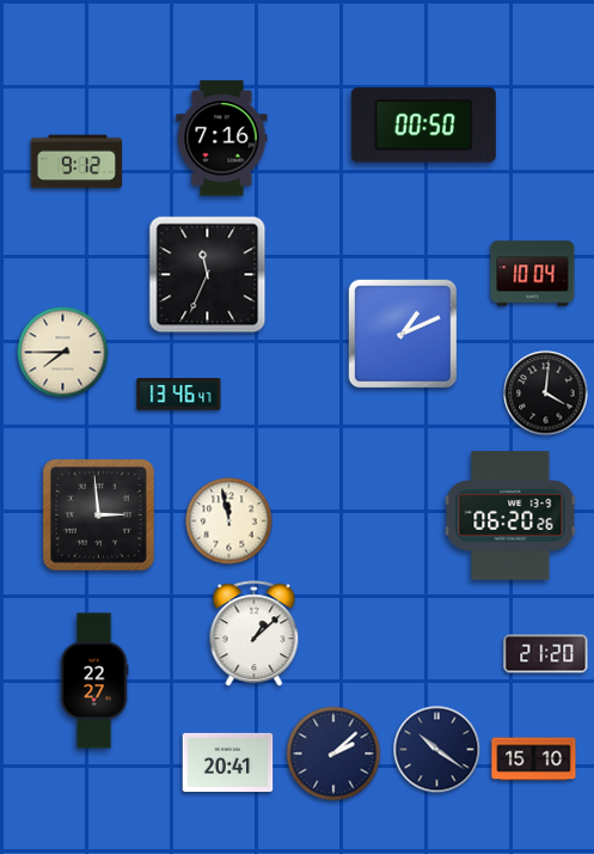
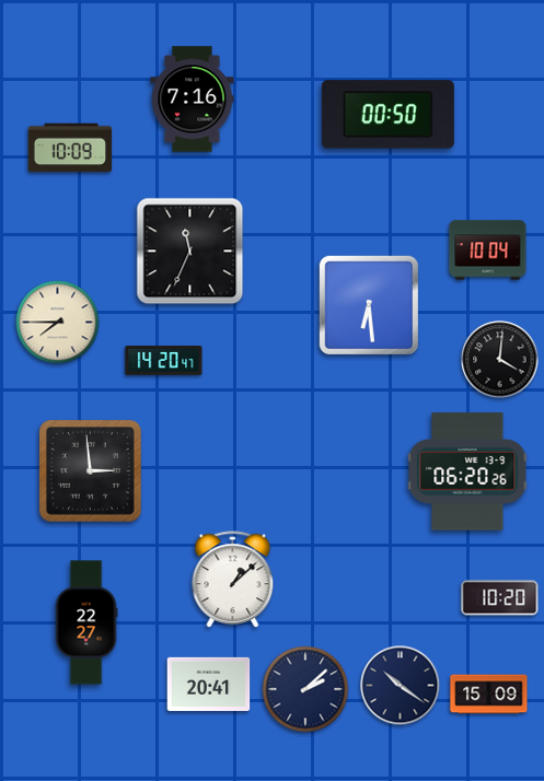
clock at (222, 139) position: (222, 139) -> (193, 100)
clock at (76, 161): 9:12 -> 10:09
clock at (402, 333): 1:11 -> 6:29
clock at (179, 395): 13:46 -> 14:20
clock at (229, 521): 11:58 -> none
clock at (546, 654): 21:20 -> 10:20
clock at (534, 760): 15:10 -> 15:09
clock at (228, 762) position: (228, 762) -> (209, 684)
